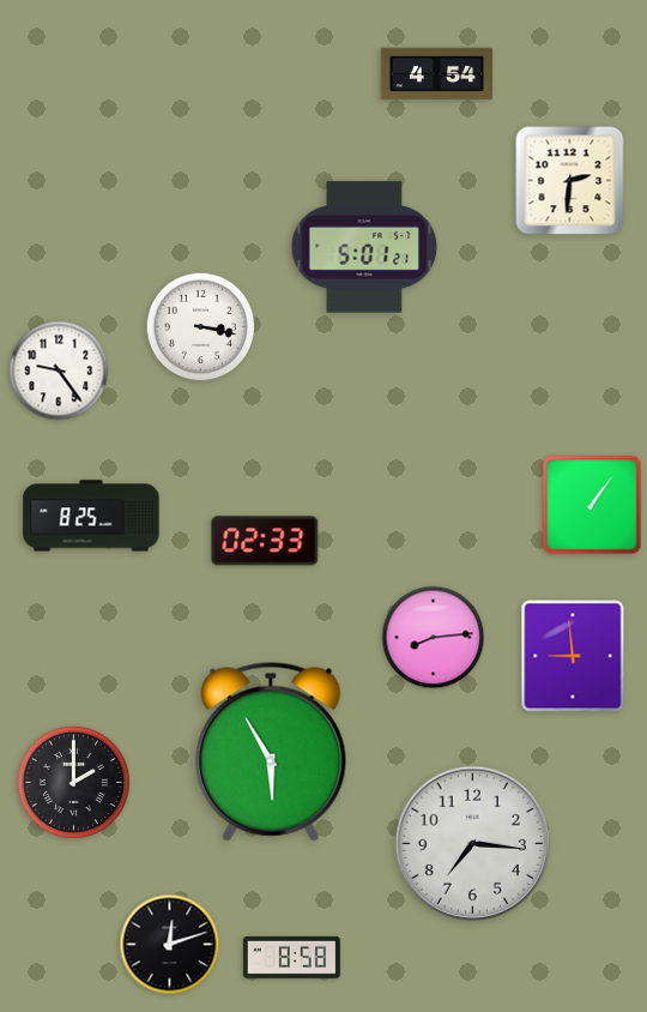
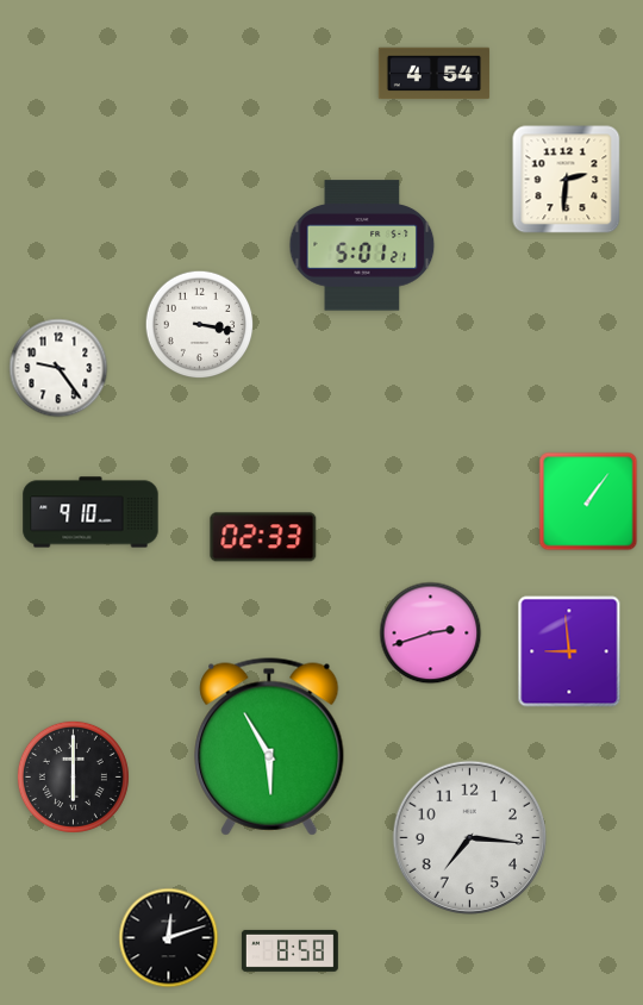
clock at (91, 516): 8:25 -> 9:10
clock at (434, 638): 8:14 -> 2:42
clock at (73, 782): 2:00 -> 6:00
